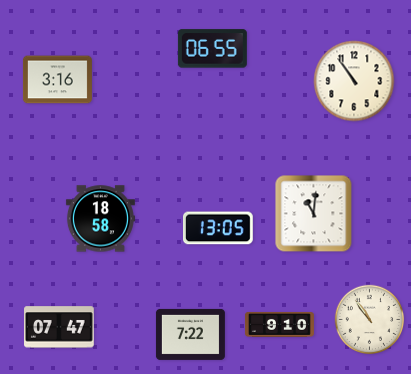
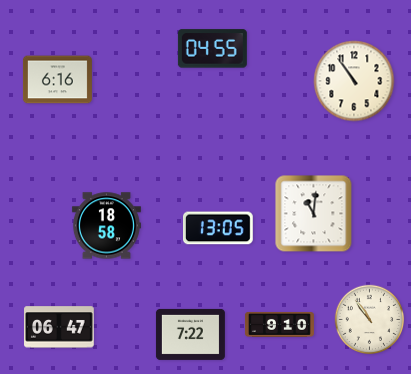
clock at (212, 49): 06:55 -> 04:55
clock at (57, 80): 3:16 -> 6:16
clock at (100, 219) position: (100, 219) -> (106, 226)
clock at (60, 327): 07:47 -> 06:47
